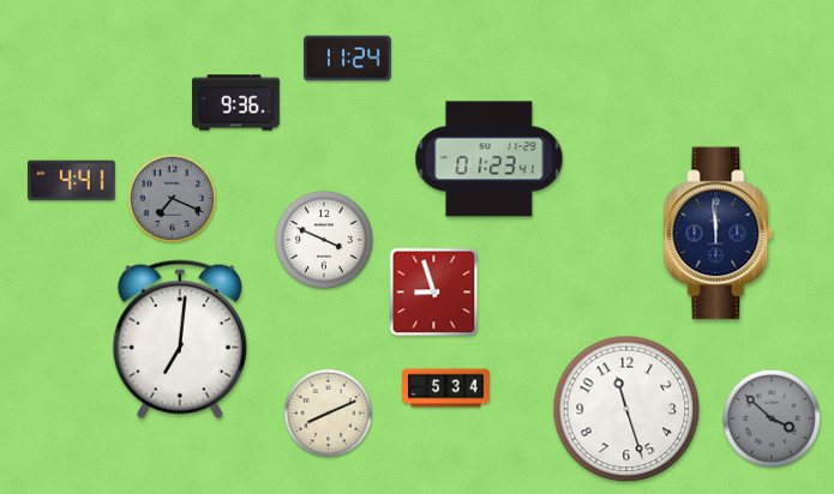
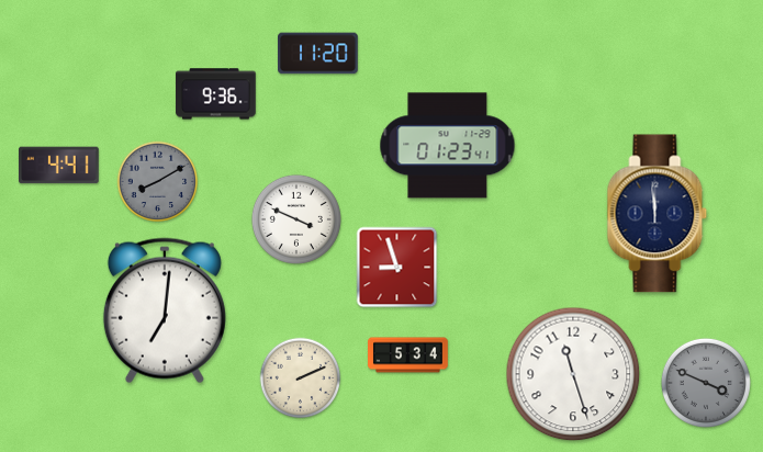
clock at (348, 59): 11:24 -> 11:20
clock at (72, 181) position: (72, 181) -> (59, 166)
clock at (173, 199): 7:19 -> 8:10
clock at (329, 414): 8:11 -> 2:11
clock at (772, 418): 3:52 -> 3:49
